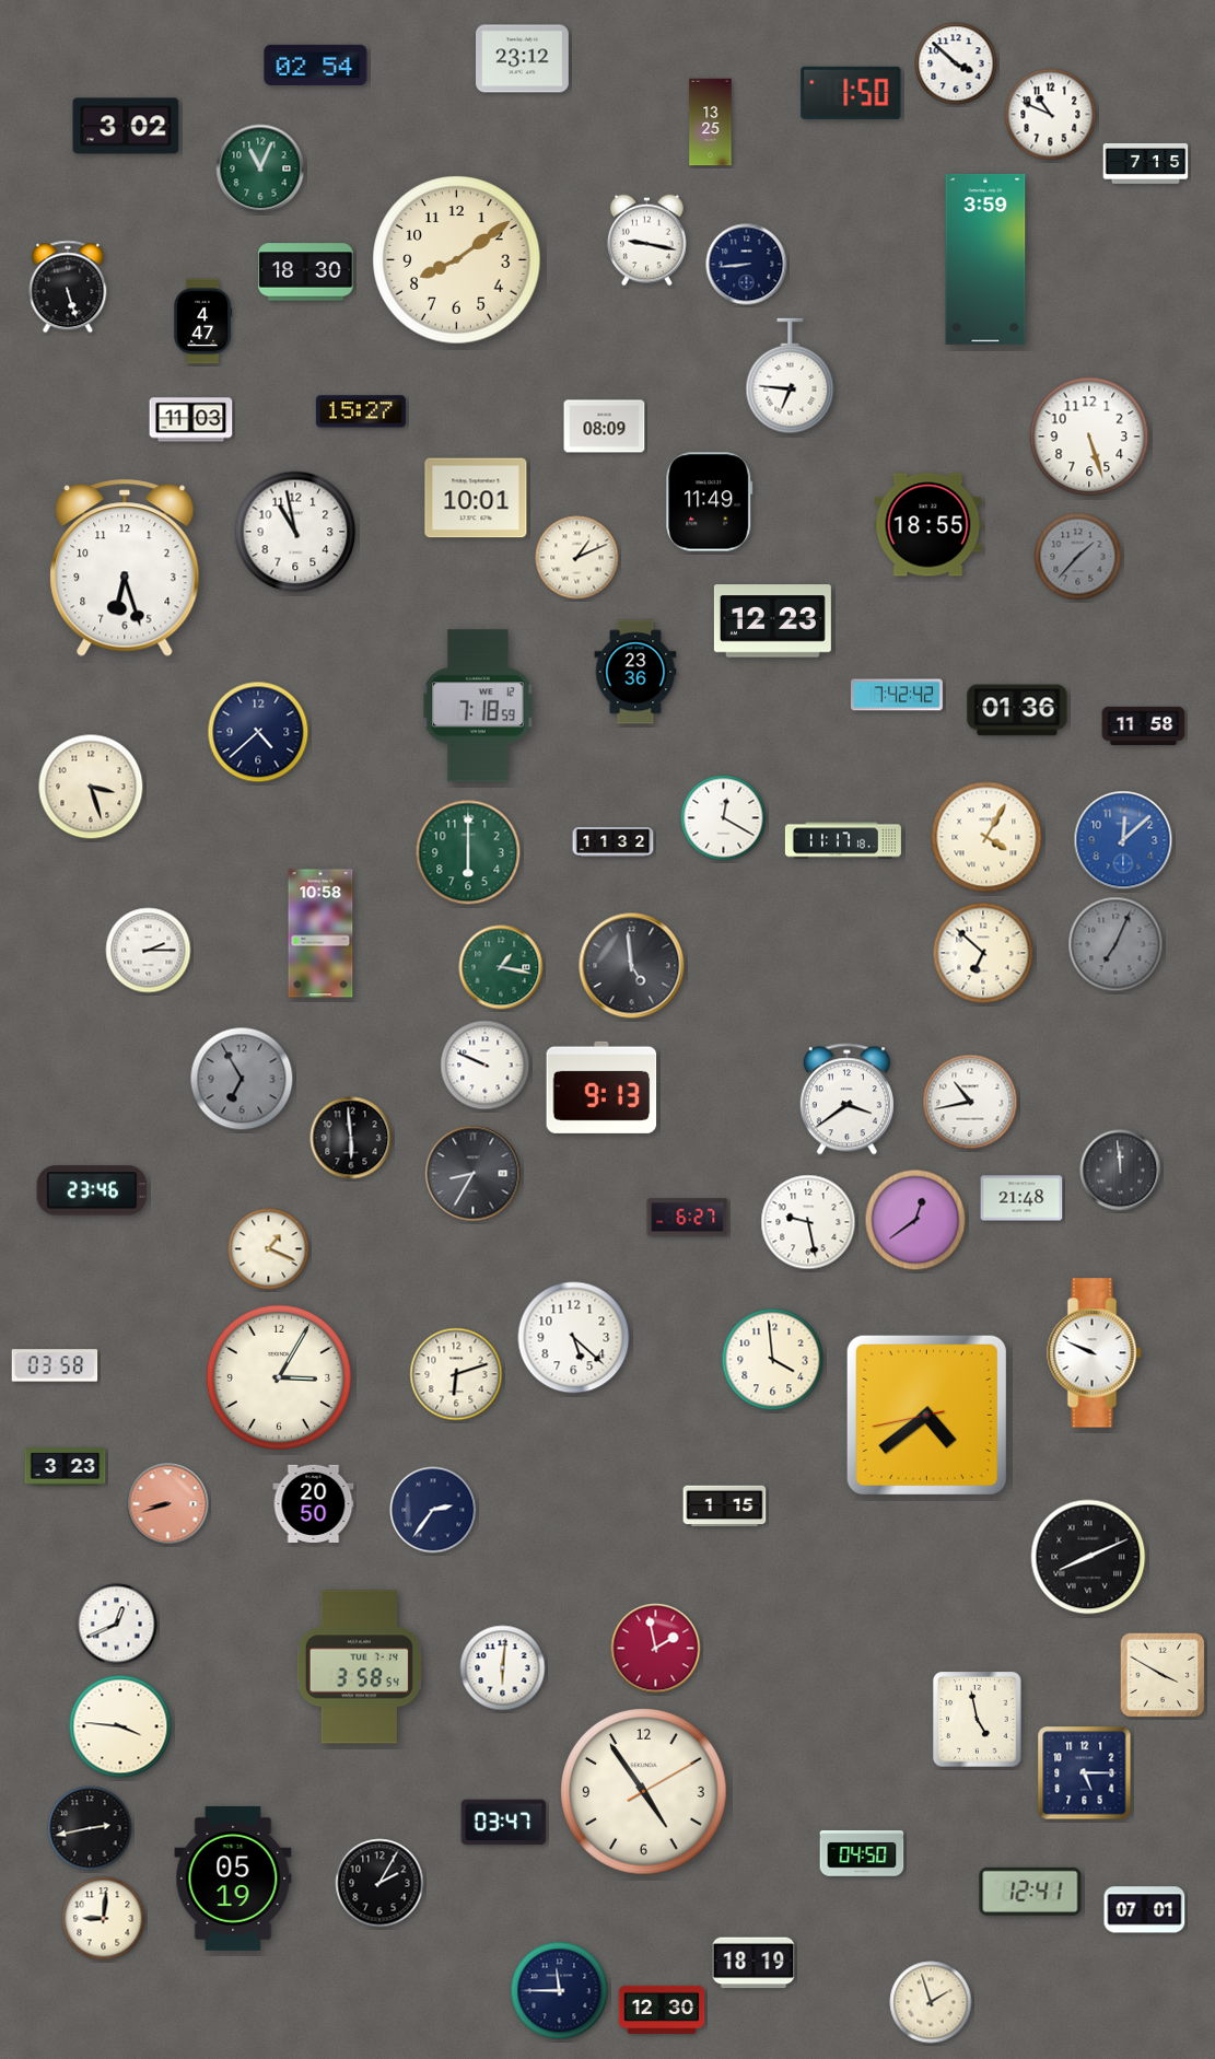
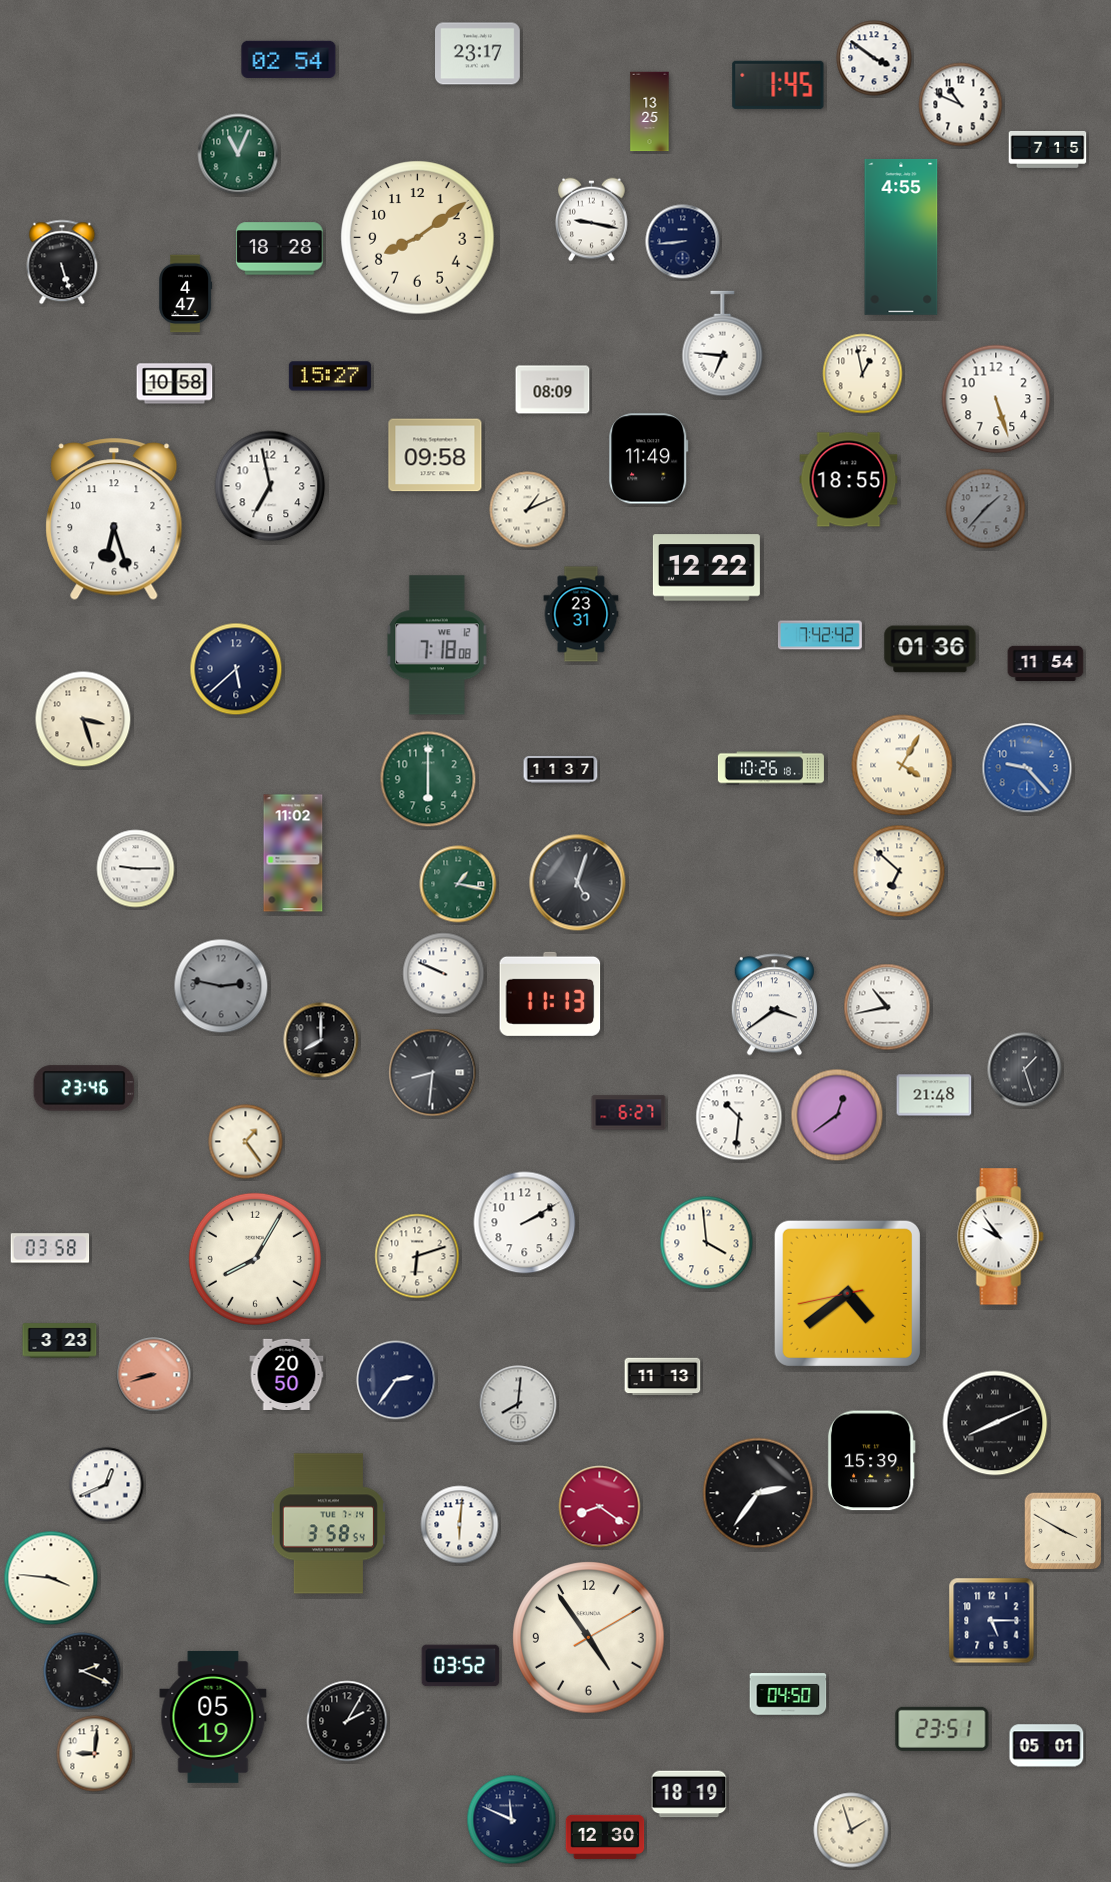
clock at (523, 59): 23:12 -> 23:17
clock at (956, 63): 3:52 -> 3:51
clock at (851, 93): 1:50 -> 1:45
clock at (126, 126): 3:02 -> none
clock at (985, 259): 3:59 -> 4:55
clock at (306, 272): 18:30 -> 18:28
clock at (863, 374): none -> 12:58
clock at (191, 420): 11:03 -> 10:58
clock at (476, 498): 10:01 -> 09:58
clock at (295, 532): 10:58 -> 6:58
clock at (772, 621): 12:23 -> 12:22
clock at (635, 672): 23:36 -> 23:31
clock at (478, 706): 7:18:59 -> 7:18:08
clock at (1144, 725): 11:58 -> 11:54
clock at (258, 732): 4:38 -> 5:38
clock at (724, 818): 12:20 -> none
clock at (843, 840): 11:17 -> 10:26
clock at (1123, 840): 12:08 -> 9:23
clock at (614, 841): 11:32 -> 11:37
clock at (320, 933): 10:58 -> 11:02
clock at (1115, 944): 7:04 -> none
clock at (149, 951): 2:15 -> 9:15
clock at (632, 966): 4:59 -> 5:03
clock at (242, 1079): 6:55 -> 2:47
clock at (601, 1087): 9:13 -> 11:13
clock at (351, 1138): 5:59 -> 8:00
clock at (1121, 1171): 11:59 -> 1:27
clock at (474, 1174): 8:35 -> 8:31
clock at (808, 1222): 9:28 -> 10:31
clock at (269, 1249): 1:19 -> 1:24
clock at (574, 1338): 5:22 -> 2:10
clock at (1095, 1353): 9:49 -> 9:54
clock at (279, 1377): 3:05 -> 8:05
clock at (725, 1507): 1:15 -> 11:13
clock at (518, 1404): none -> 8:01
clock at (871, 1461): none -> 15:39
clock at (758, 1493): none -> 2:36
clock at (656, 1649): 1:58 -> 8:21
clock at (978, 1720): 4:58 -> none
clock at (120, 1726) position: (120, 1726) -> (51, 1578)
clock at (504, 1823): 03:47 -> 03:52
clock at (90, 1828): 2:43 -> 2:19
clock at (1030, 1892): 12:41 -> 23:51
clock at (1145, 1910): 07:01 -> 05:01
clock at (560, 1991): 11:45 -> 11:49
